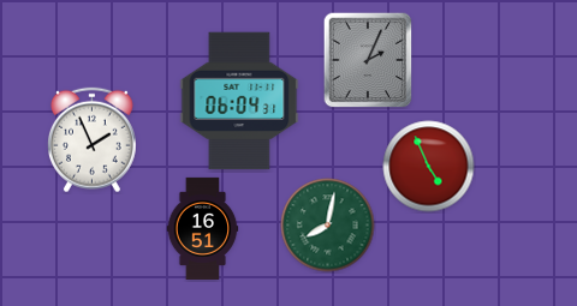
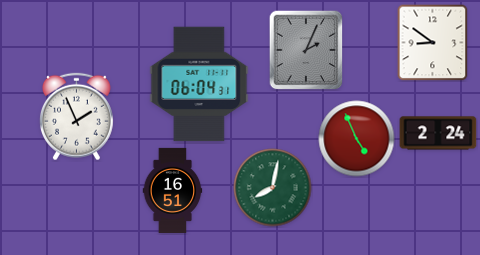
clock at (433, 42): none -> 8:51
clock at (438, 133): none -> 2:24
clock at (203, 228) position: (203, 228) -> (173, 190)
